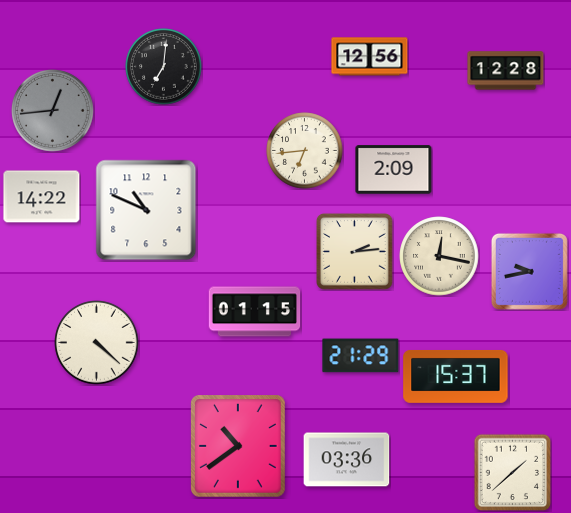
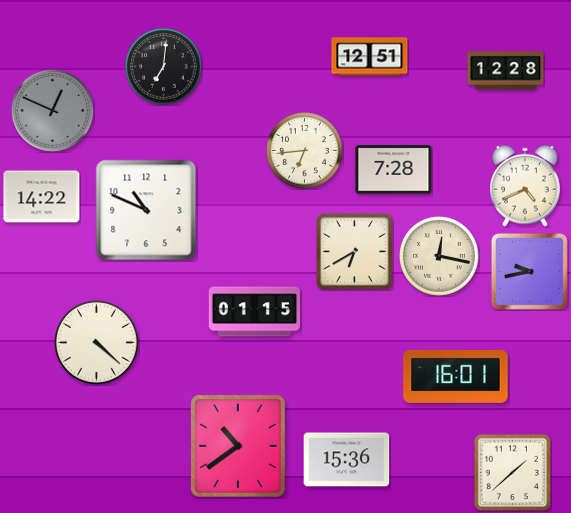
clock at (370, 57): 12:56 -> 12:51
clock at (53, 111): 12:44 -> 12:49
clock at (394, 170): 2:09 -> 7:28
clock at (526, 186): none -> 4:41
clock at (354, 251): 2:14 -> 6:40
clock at (361, 356): 21:29 -> none
clock at (456, 376): 15:37 -> 16:01
clock at (347, 460): 03:36 -> 15:36
